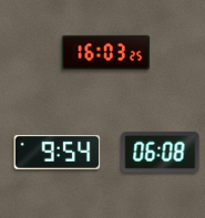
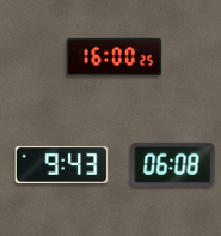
clock at (106, 52): 16:03 -> 16:00
clock at (58, 152): 9:54 -> 9:43
